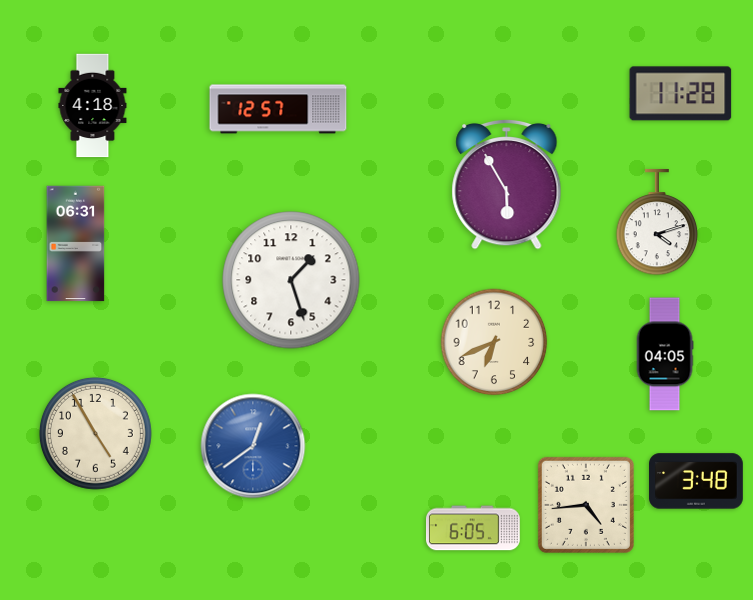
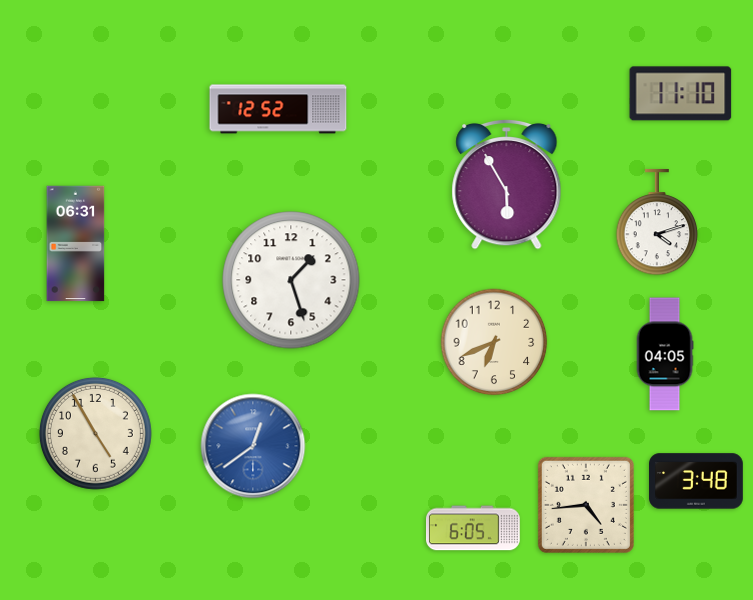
clock at (681, 94): 11:28 -> 11:10
clock at (93, 106): 4:18 -> none
clock at (278, 109): 12:57 -> 12:52
